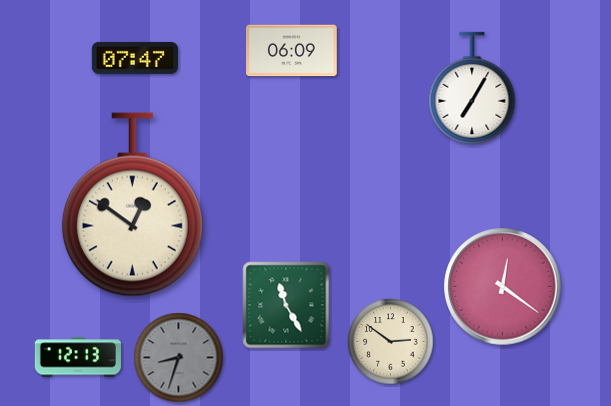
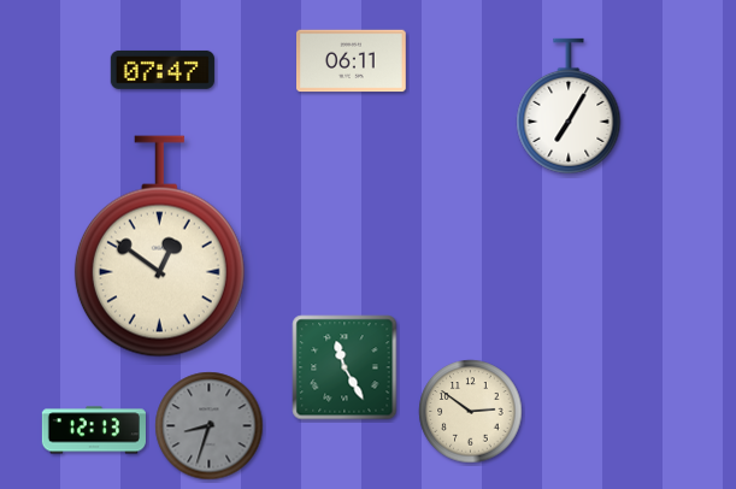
clock at (292, 51): 06:09 -> 06:11
clock at (503, 287): 12:21 -> none
clock at (179, 358) position: (179, 358) -> (210, 426)
